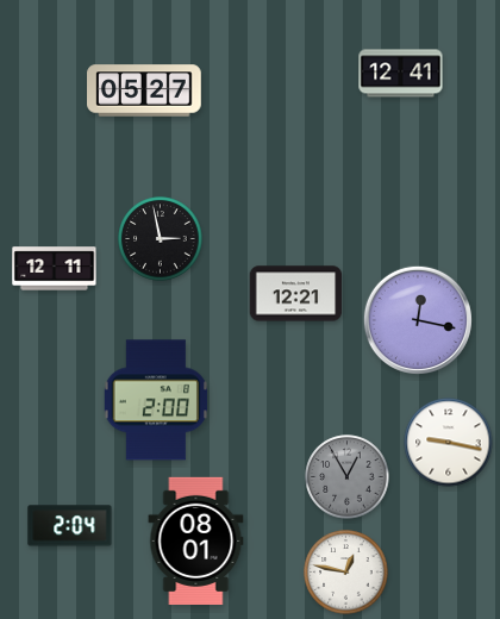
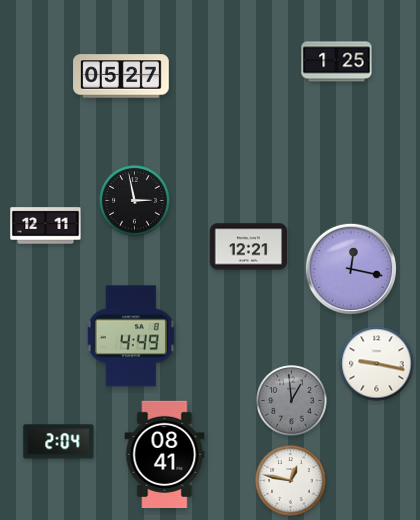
clock at (401, 74): 12:41 -> 1:25
clock at (155, 400): 2:00 -> 4:49
clock at (449, 443) position: (449, 443) -> (377, 364)
clock at (348, 477): 12:55 -> 12:59
clock at (196, 540): 08:01 -> 08:41
